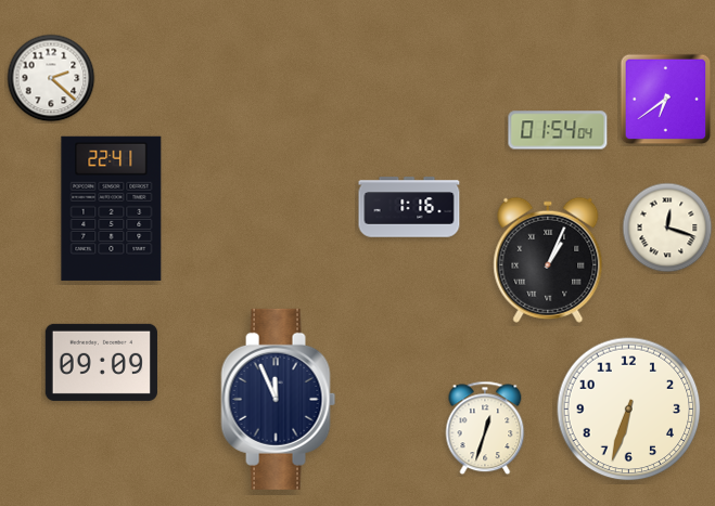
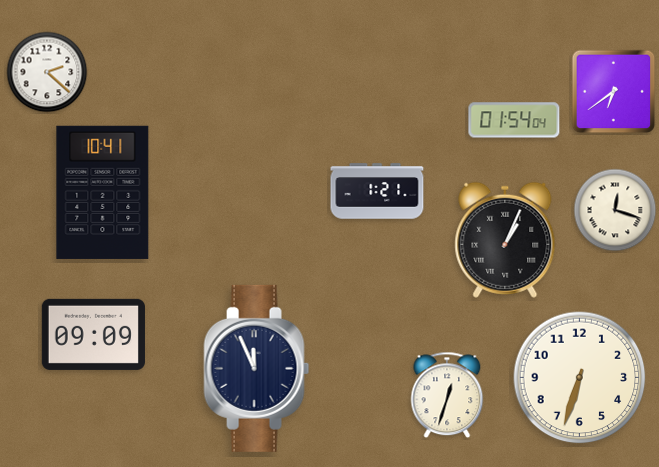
clock at (409, 207): 1:16 -> 1:21
clock at (112, 208): 22:41 -> 10:41
